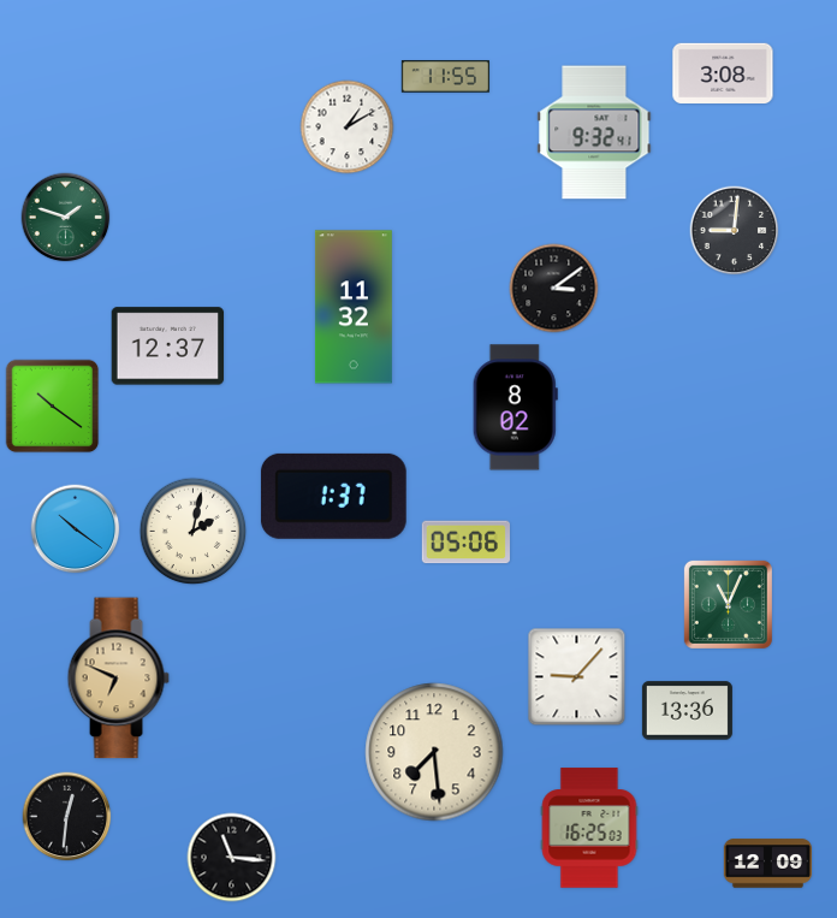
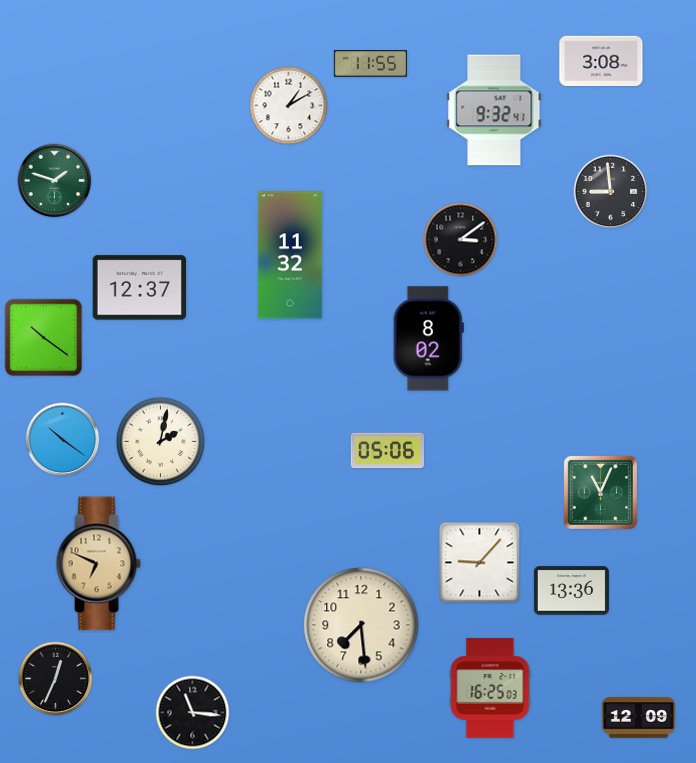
clock at (735, 231): 9:01 -> 8:59
clock at (354, 307) position: (354, 307) -> (290, 255)
clock at (333, 496): 1:37 -> none
clock at (728, 604) position: (728, 604) -> (600, 492)
clock at (67, 817): 12:31 -> 12:34
